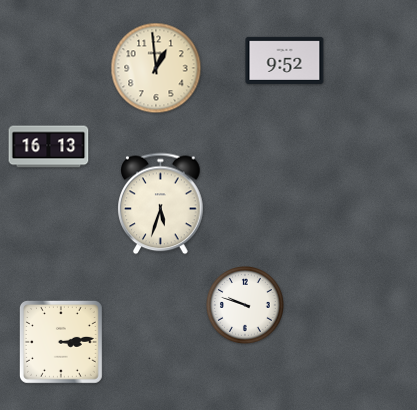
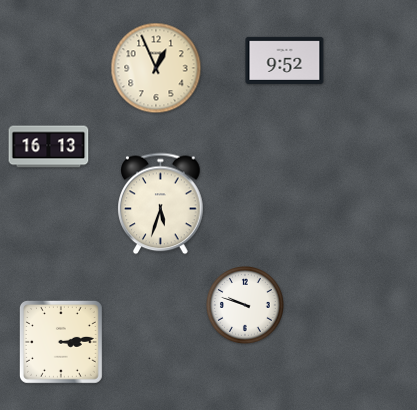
clock at (156, 68): 12:59 -> 12:56
